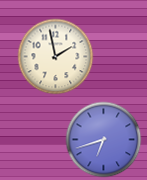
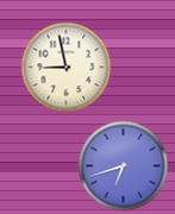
clock at (56, 57): 1:58 -> 8:58
